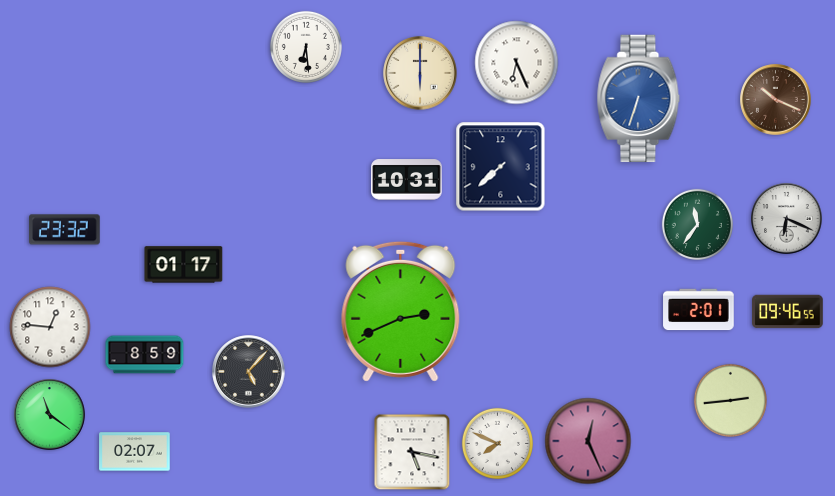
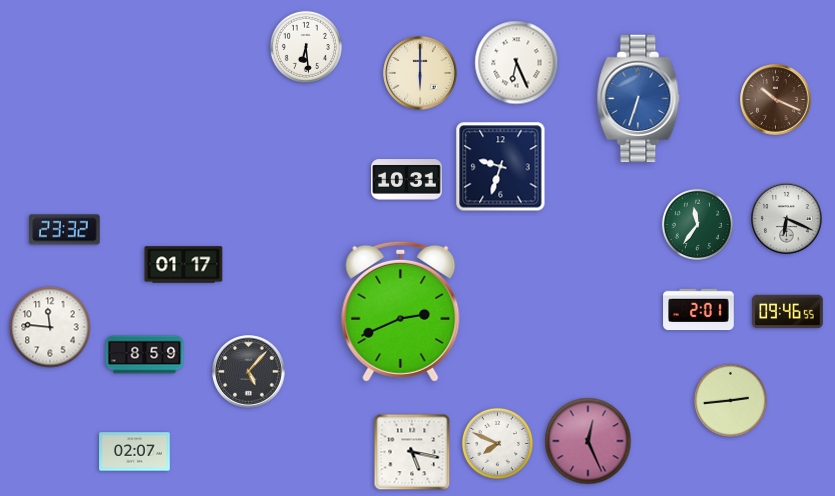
clock at (501, 167): 7:38 -> 9:33
clock at (50, 327): 12:46 -> 11:46
clock at (50, 415): 11:21 -> none
